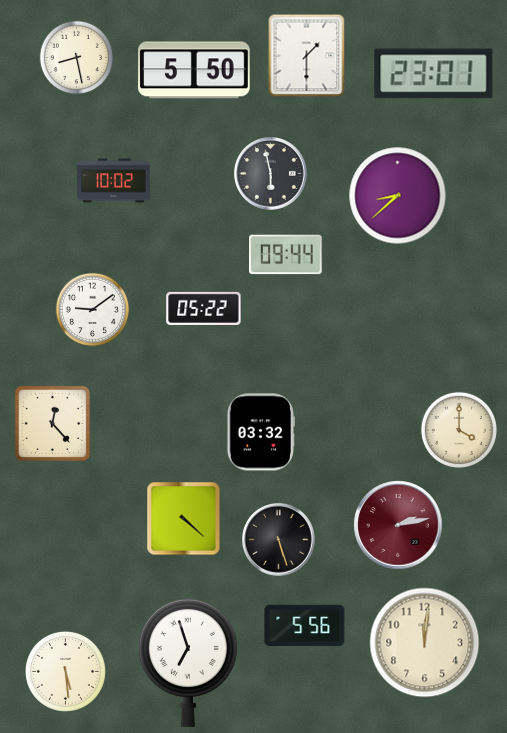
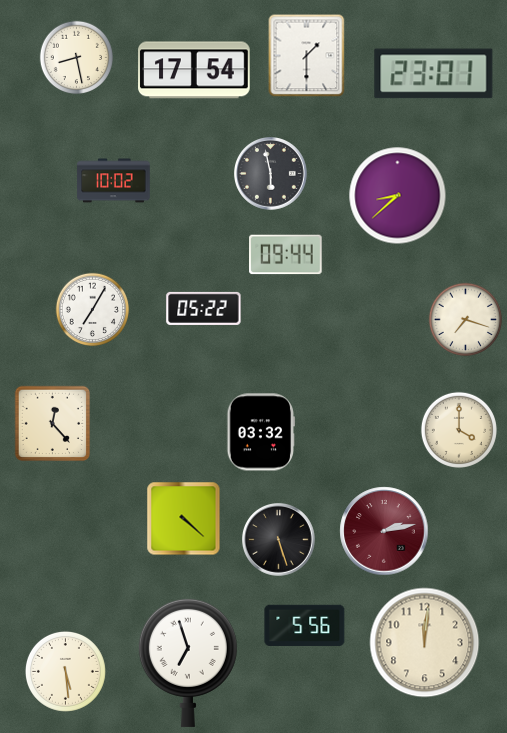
clock at (194, 70): 5:50 -> 17:54
clock at (93, 310): 9:09 -> 7:05
clock at (466, 320): none -> 7:18
clock at (398, 525) position: (398, 525) -> (384, 531)
